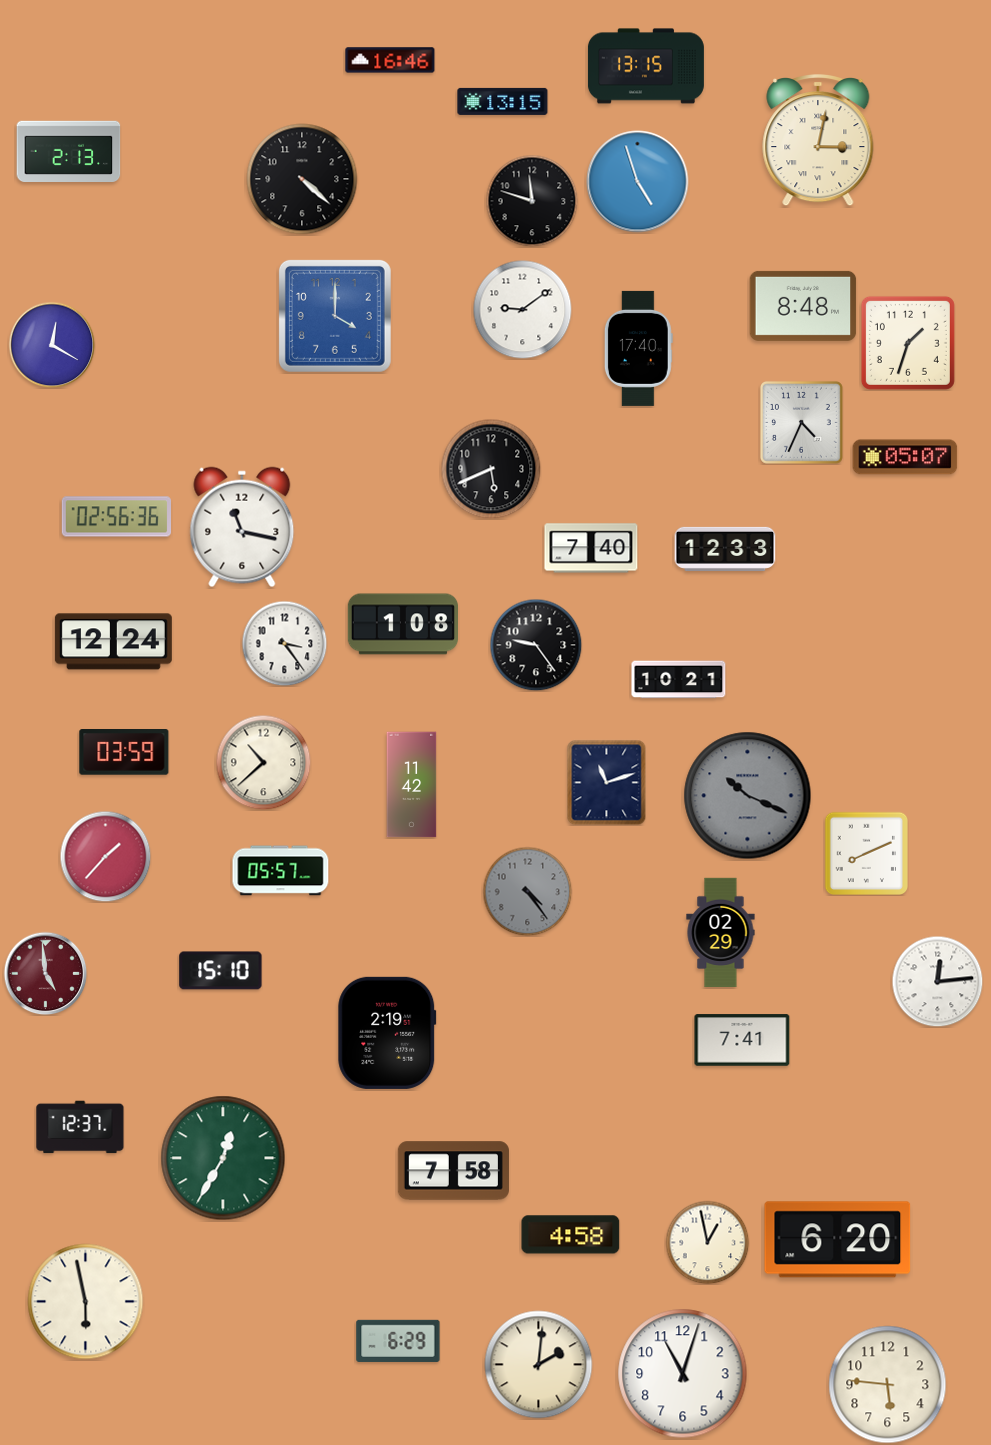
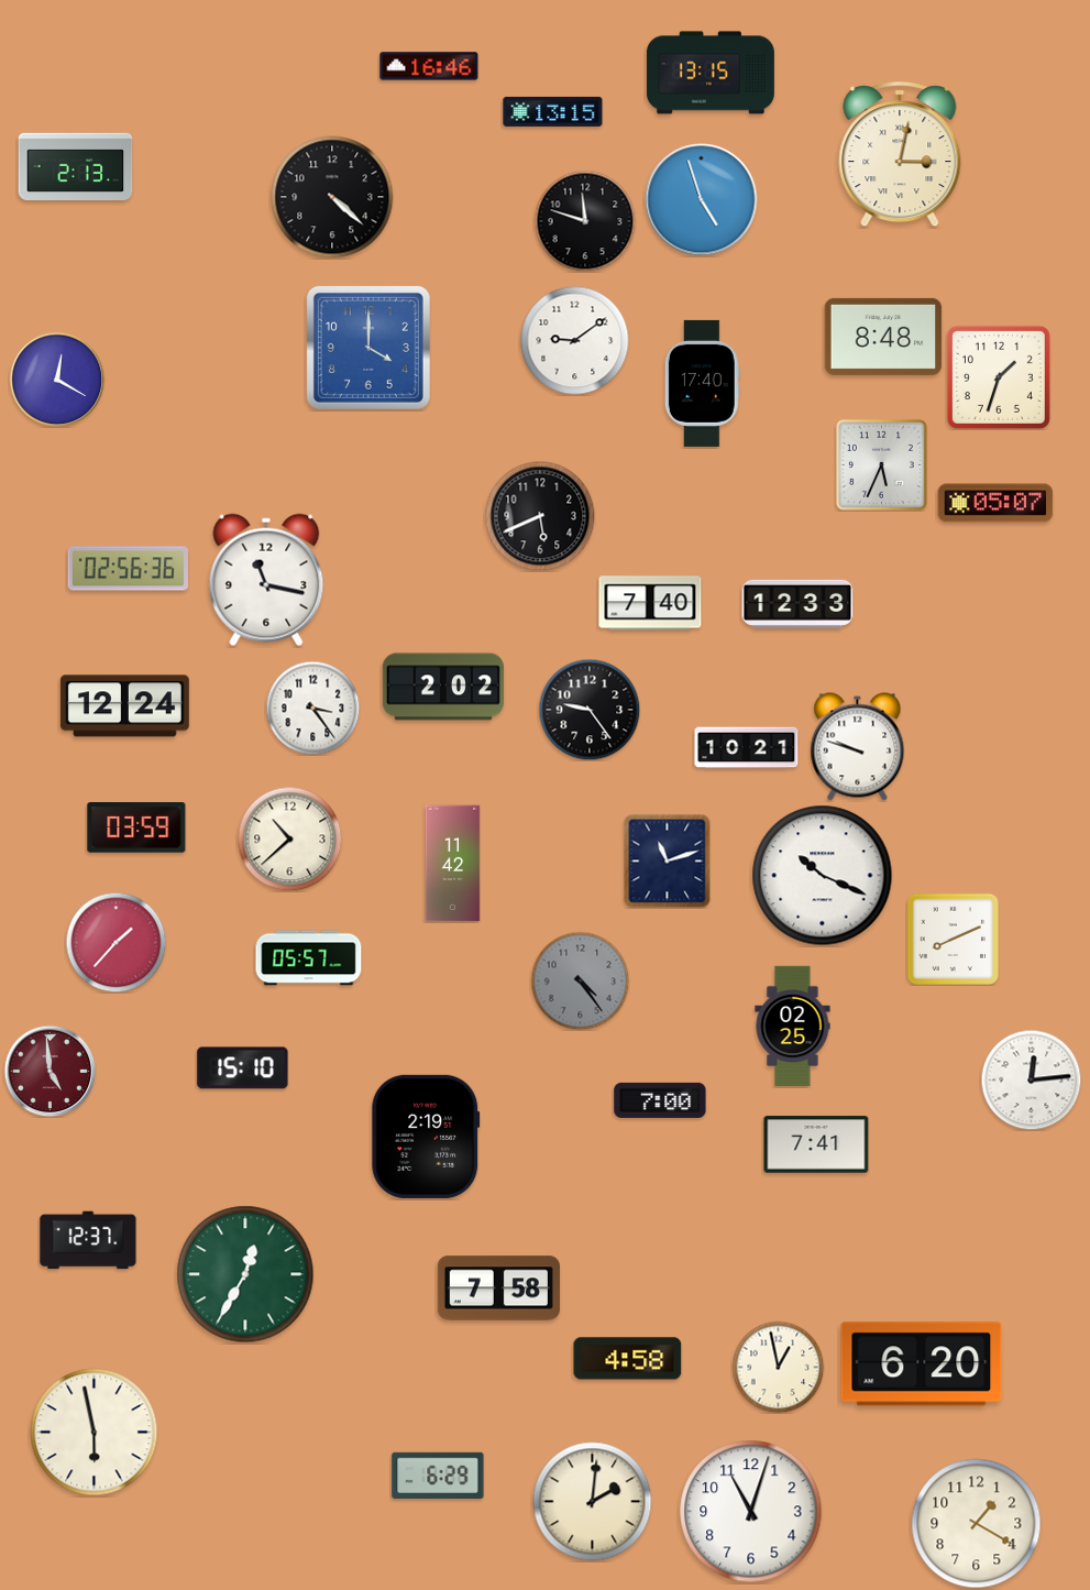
clock at (801, 422): 4:34 -> 5:34
clock at (402, 624): 1:08 -> 2:02
clock at (858, 747): none -> 9:48
clock at (748, 796) dial: grey -> white
clock at (721, 933): 02:29 -> 02:25
clock at (660, 1100): none -> 7:00
clock at (888, 1385): 5:46 -> 1:20
